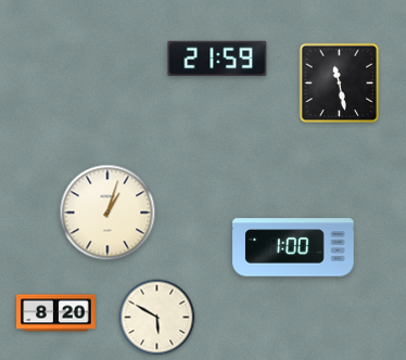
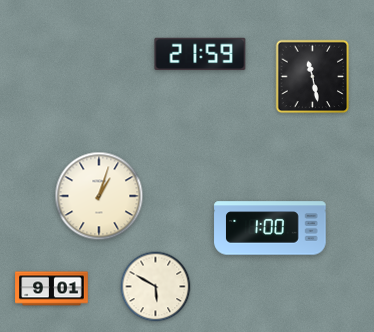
clock at (56, 313): 8:20 -> 9:01
clock at (157, 318) position: (157, 318) -> (156, 287)
